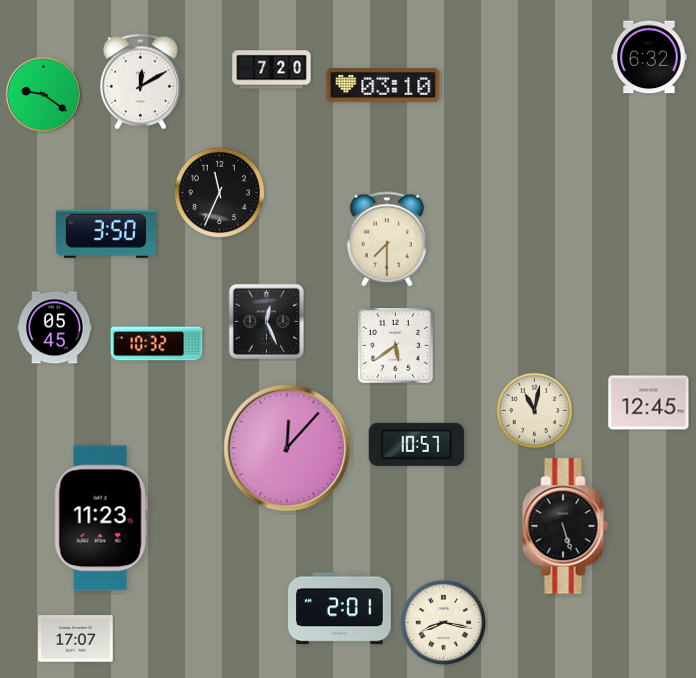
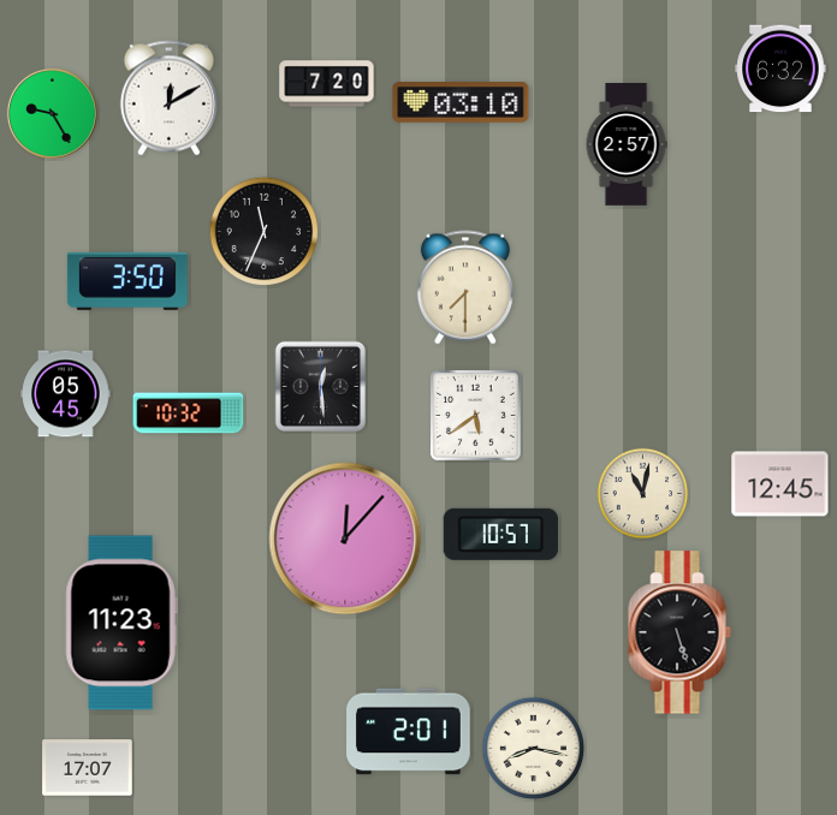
clock at (43, 94): 9:21 -> 9:25
clock at (627, 144): none -> 2:57
clock at (266, 321): 12:26 -> 12:29
clock at (76, 639) position: (76, 639) -> (88, 768)
